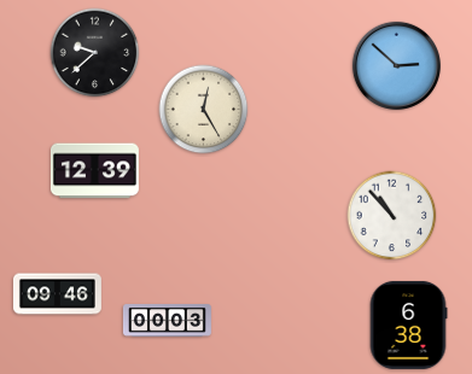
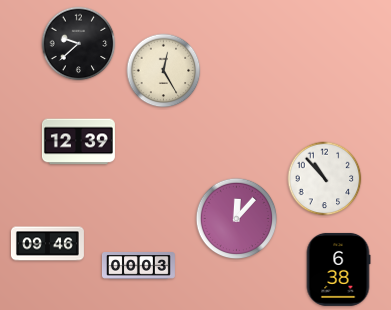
clock at (396, 65): 2:52 -> none
clock at (204, 110) position: (204, 110) -> (164, 71)
clock at (237, 219): none -> 12:07
